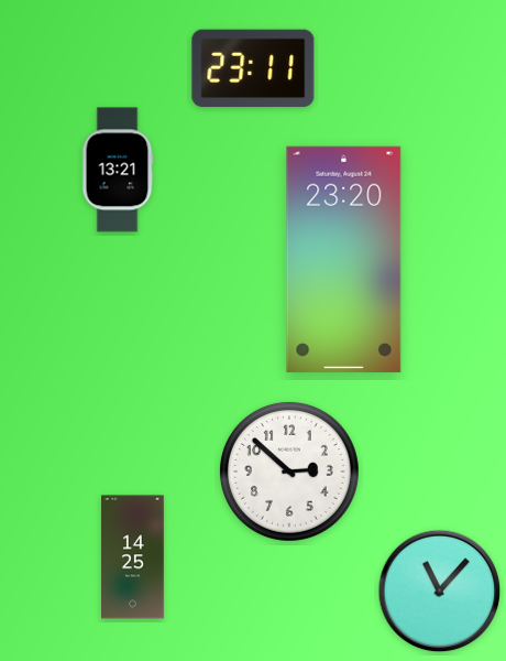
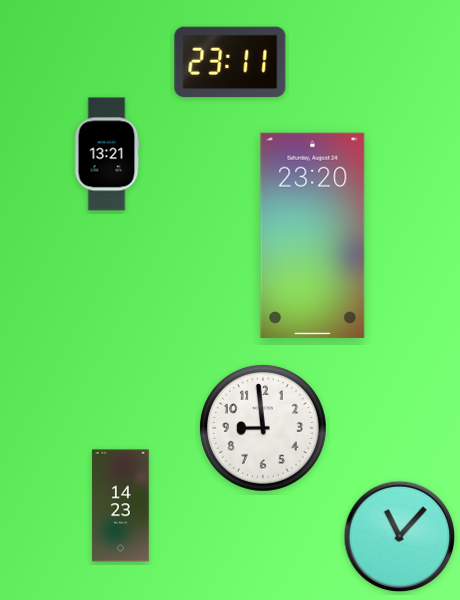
clock at (289, 472): 2:52 -> 8:59
clock at (133, 557): 14:25 -> 14:23
